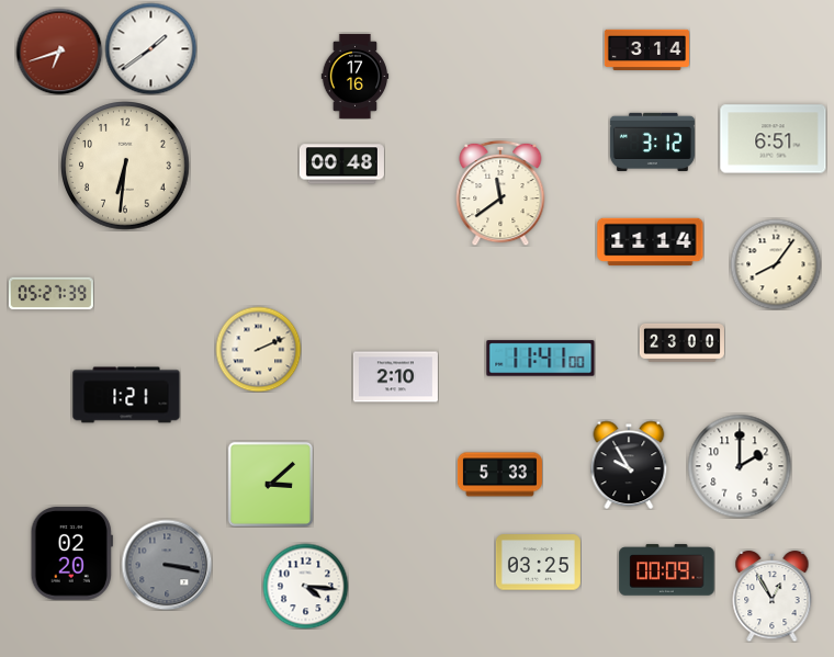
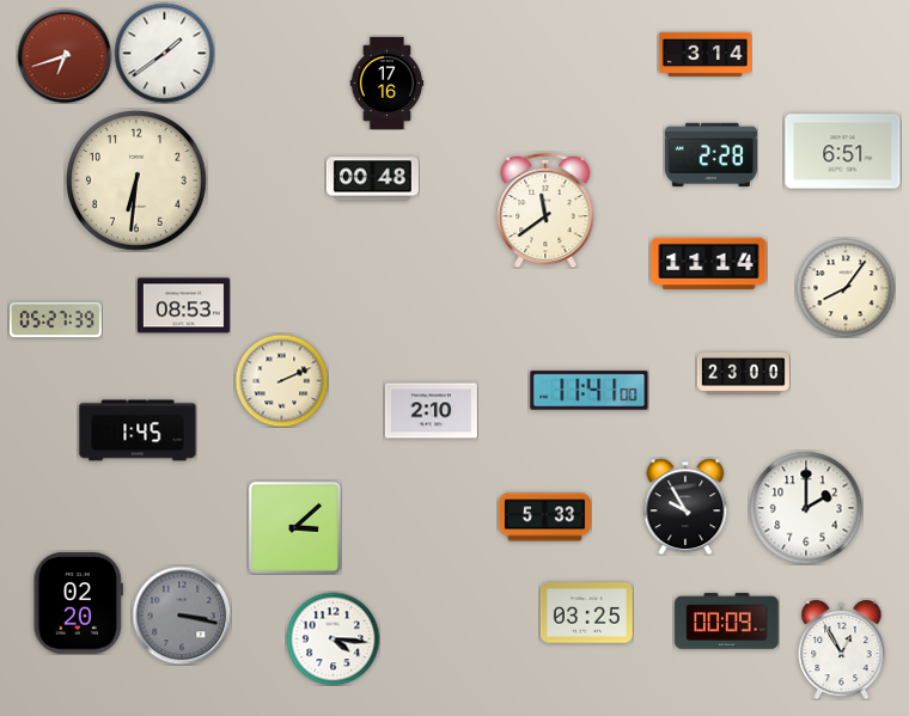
clock at (652, 141): 3:12 -> 2:28
clock at (183, 306): none -> 08:53
clock at (126, 395): 1:21 -> 1:45
